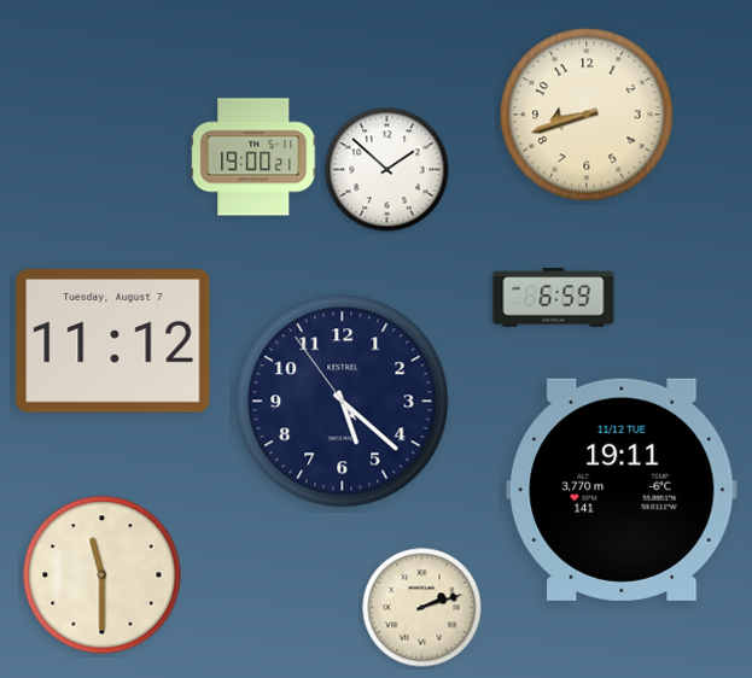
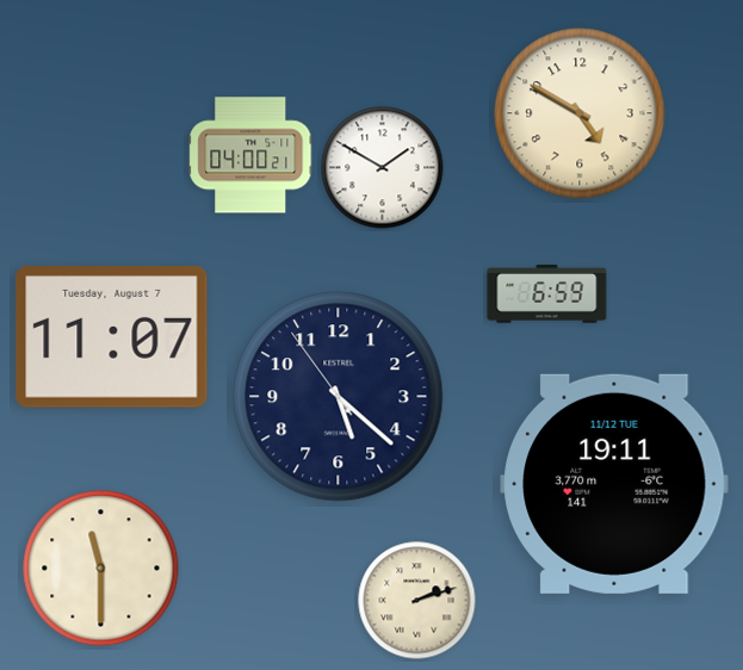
clock at (587, 115): 8:42 -> 4:50
clock at (253, 157): 19:00 -> 04:00
clock at (387, 170): 1:52 -> 1:50
clock at (113, 341): 11:12 -> 11:07
